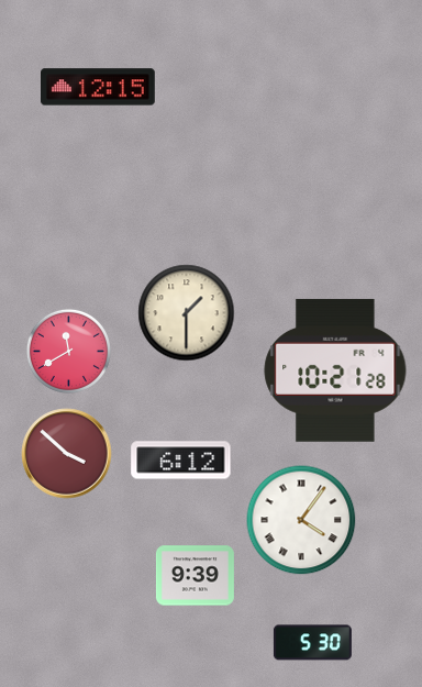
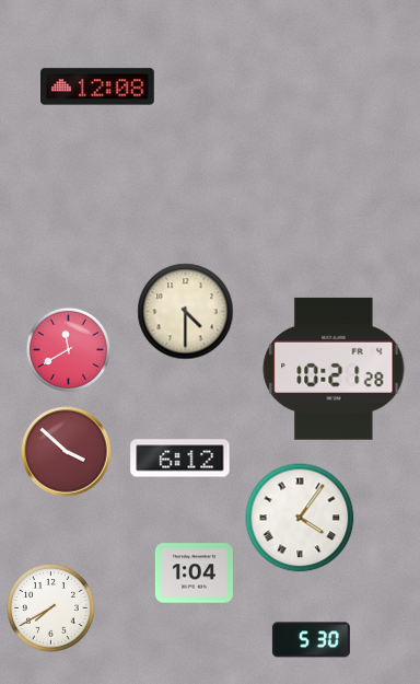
clock at (99, 87): 12:15 -> 12:08
clock at (187, 313): 1:30 -> 4:30
clock at (195, 576): 9:39 -> 1:04
clock at (51, 608): none -> 7:40
